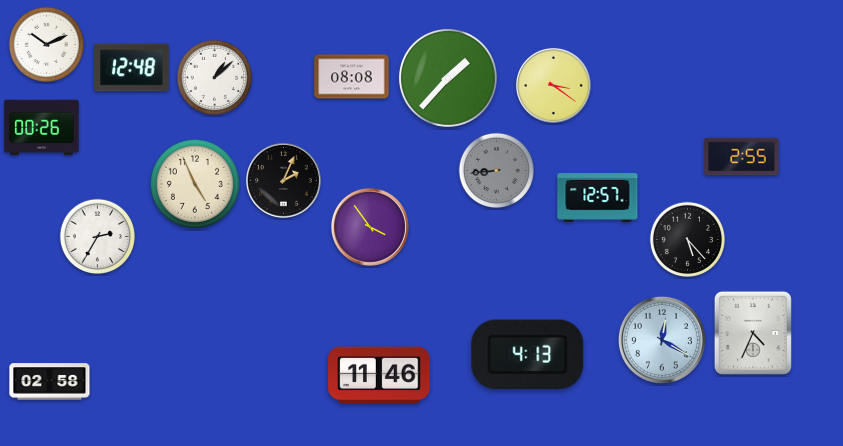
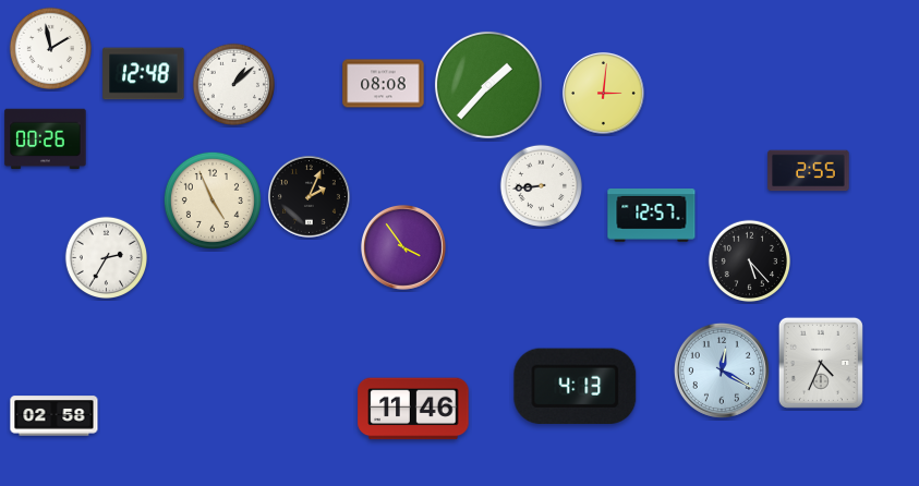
clock at (47, 45): 10:11 -> 1:58
clock at (553, 85): 3:21 -> 3:01
clock at (497, 171) dial: grey -> white
